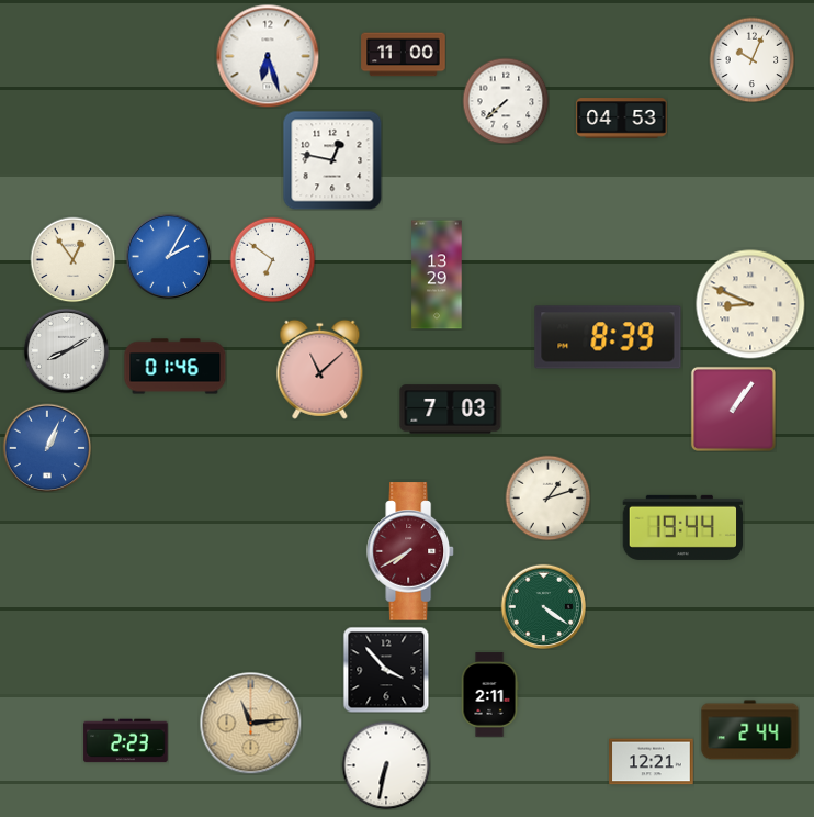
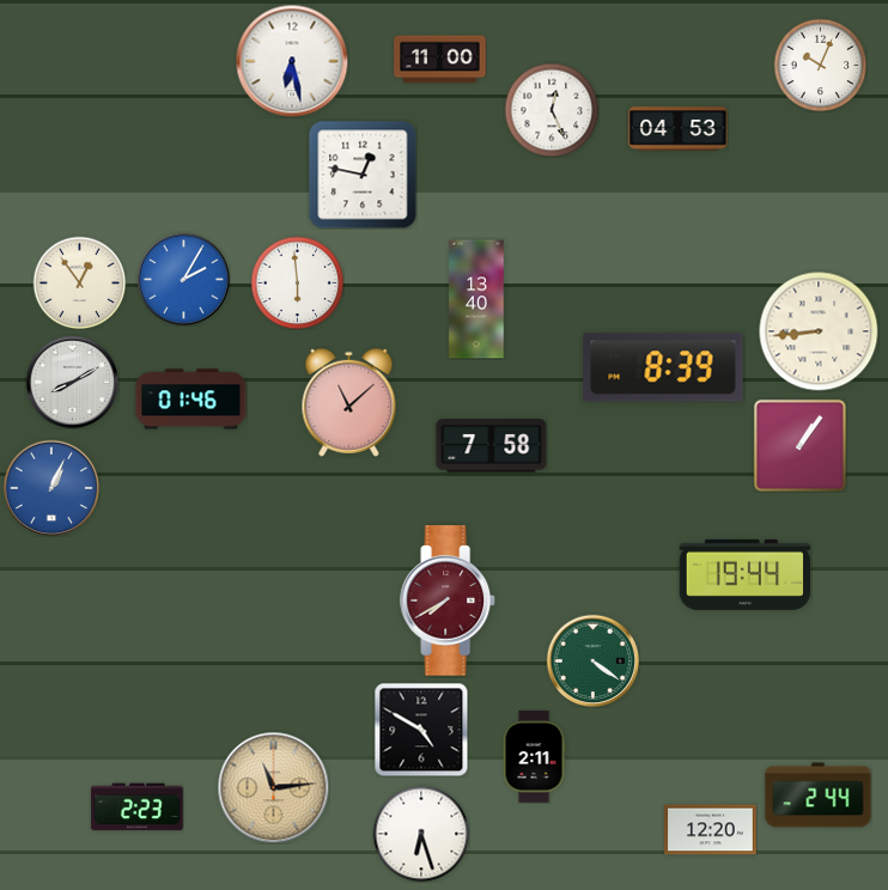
clock at (268, 56): 6:27 -> 6:28
clock at (506, 101): 7:38 -> 12:26
clock at (272, 259): 6:51 -> 5:59
clock at (437, 275): 13:29 -> 13:40
clock at (750, 304): 8:49 -> 8:44
clock at (451, 410): 7:03 -> 7:58
clock at (547, 497): 1:12 -> none
clock at (386, 670): 3:53 -> 4:50
clock at (652, 762): 12:21 -> 12:20
clock at (386, 765): 6:32 -> 6:27
